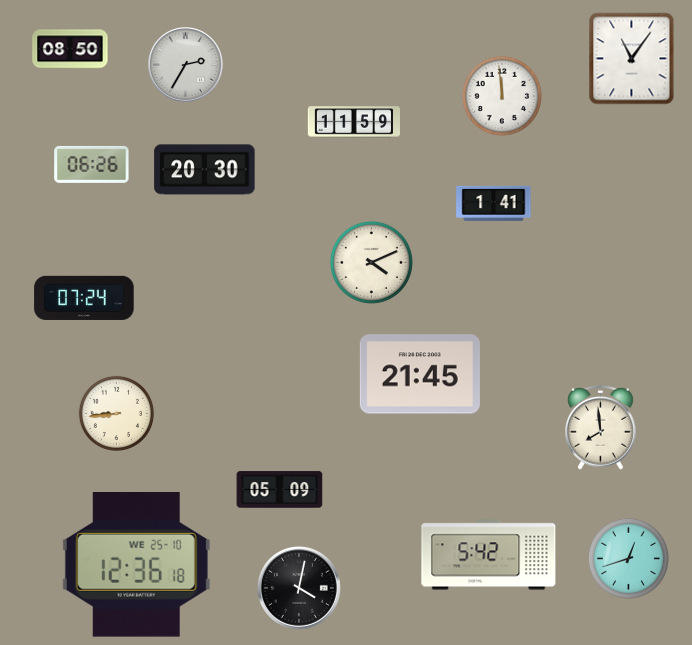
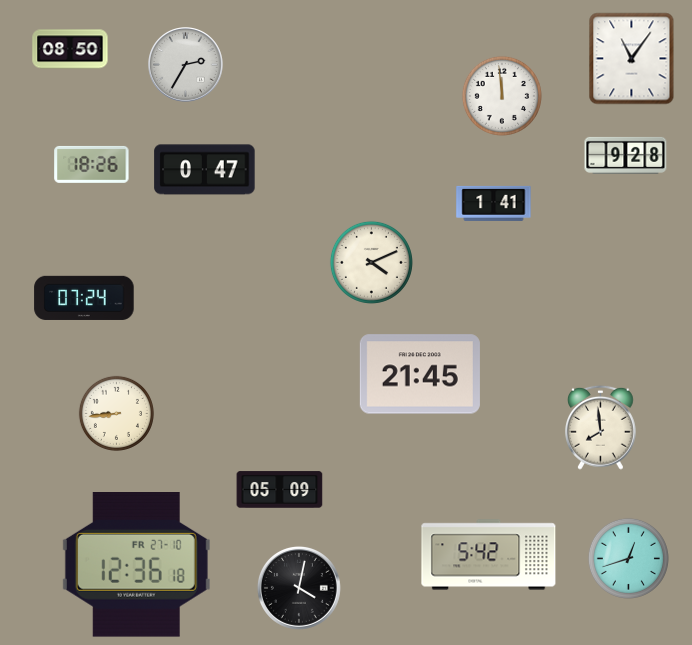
clock at (353, 122): 11:59 -> none
clock at (626, 155): none -> 9:28
clock at (92, 164): 06:26 -> 18:26
clock at (205, 170): 20:30 -> 0:47
clock at (136, 565) date: WE 25-10 -> FR 27-10
